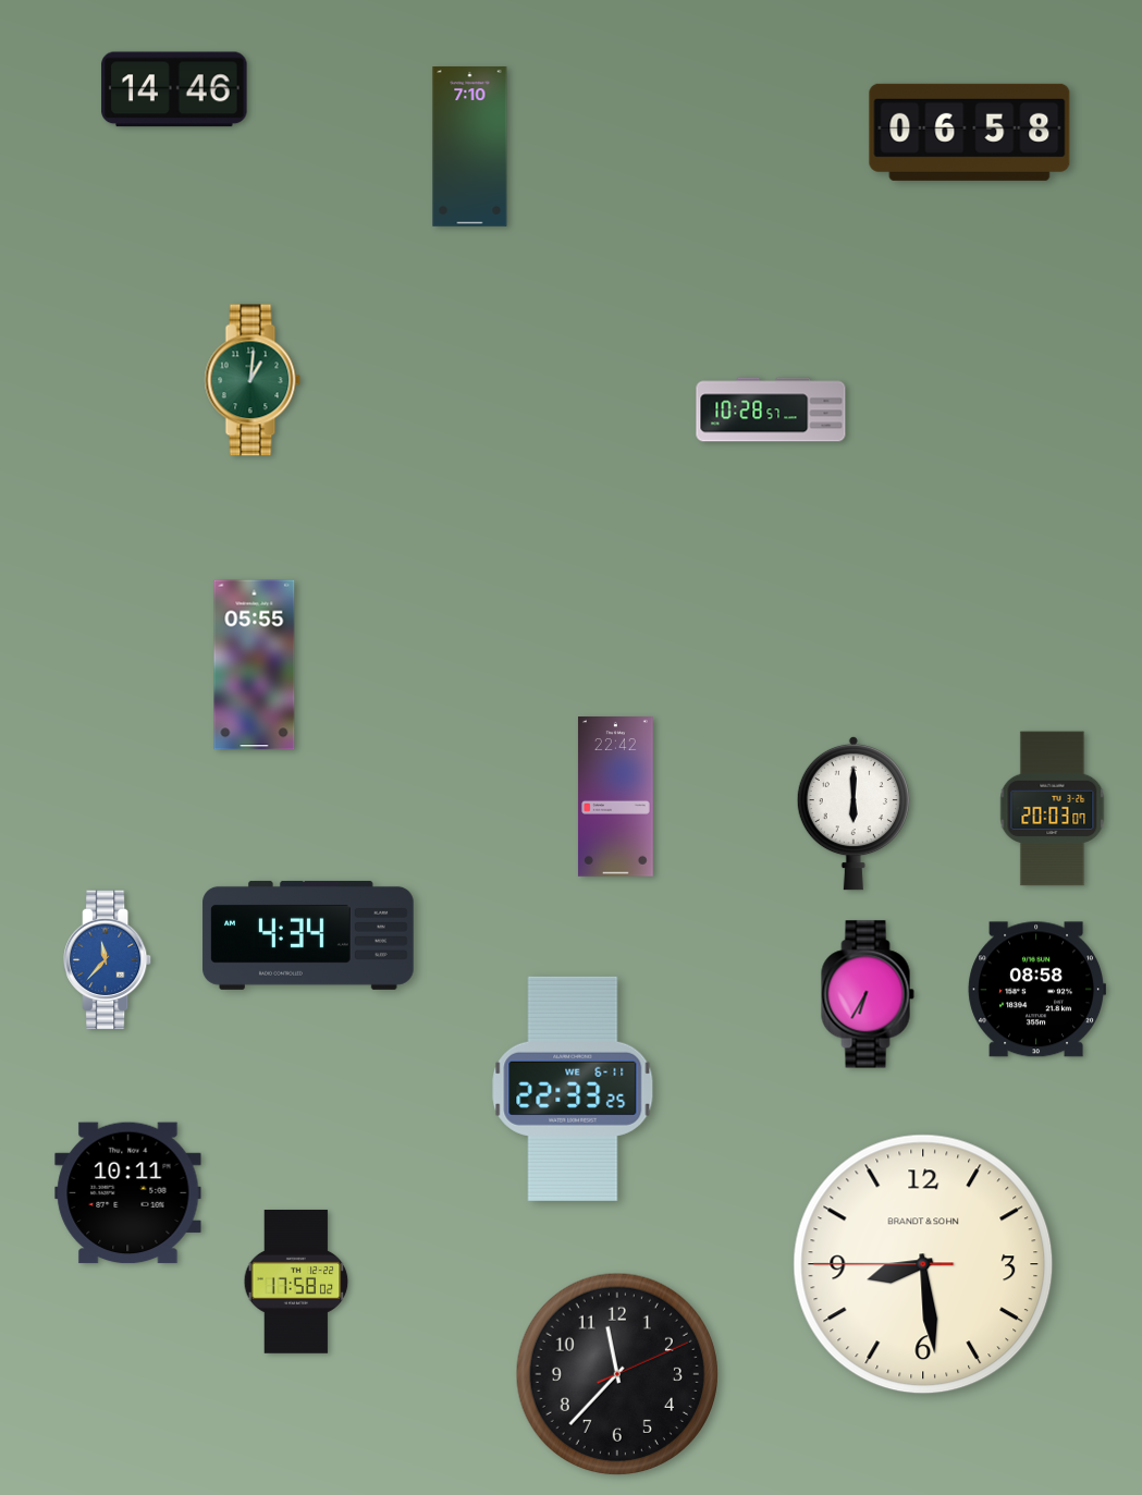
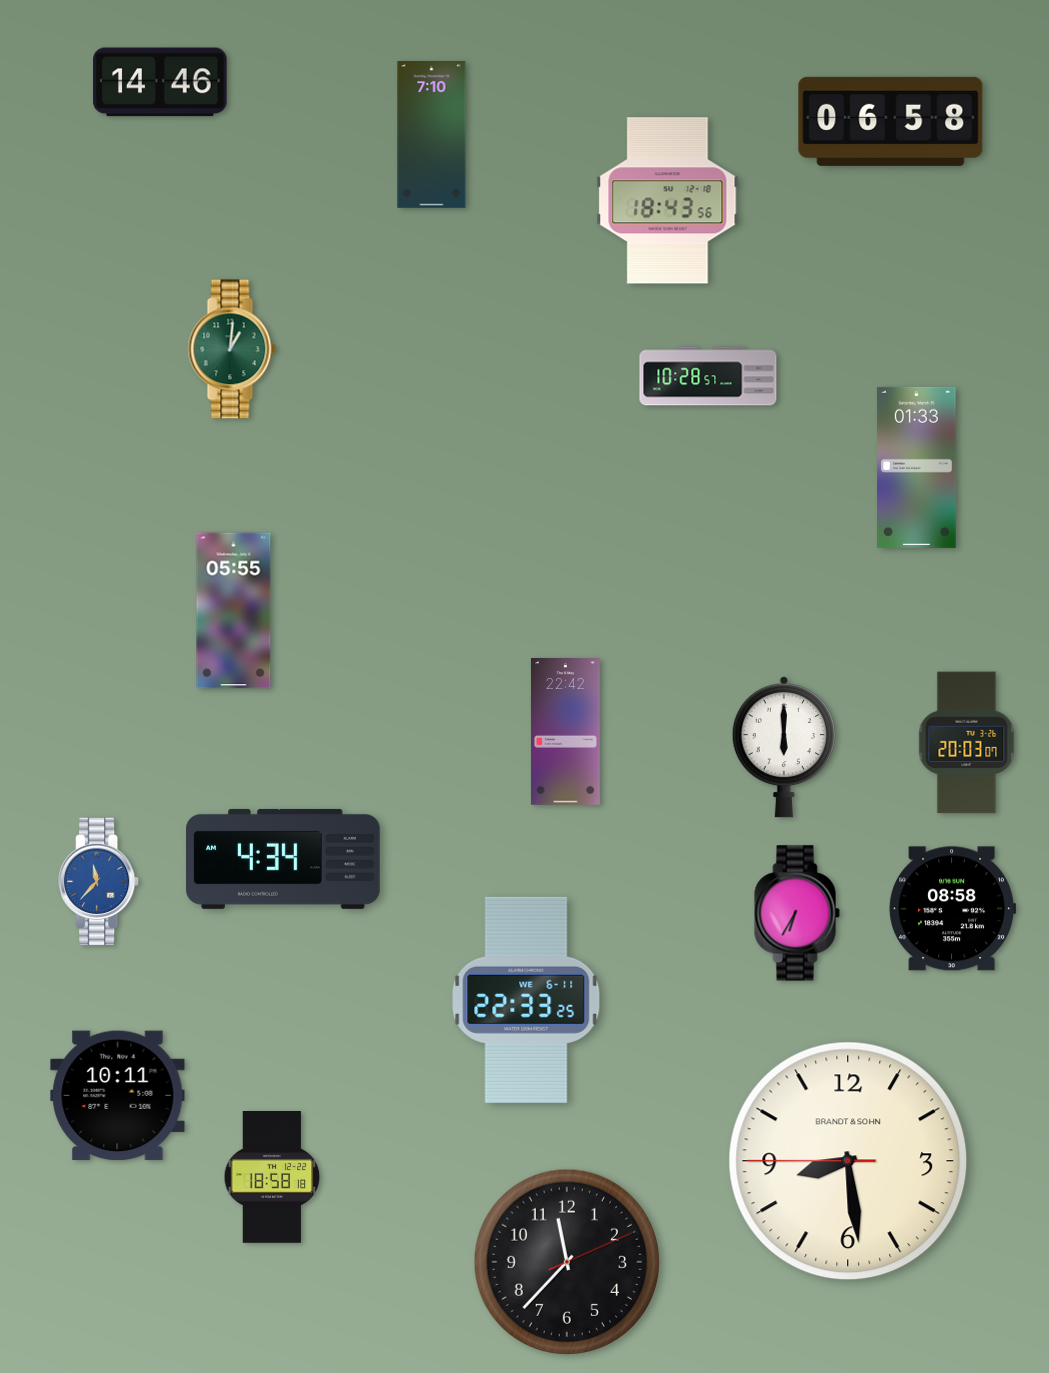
clock at (668, 201): none -> 18:43
clock at (917, 467): none -> 01:33
clock at (296, 1283): 17:58 -> 18:58
